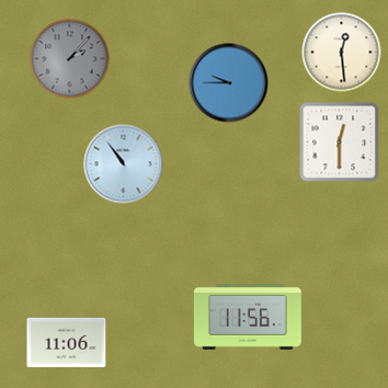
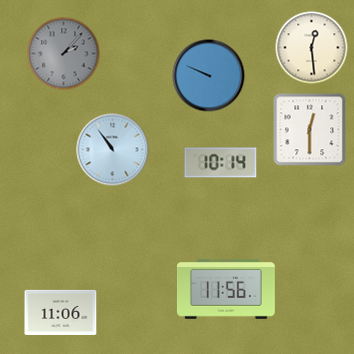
clock at (229, 83): 9:45 -> 9:49
clock at (221, 163): none -> 10:14
